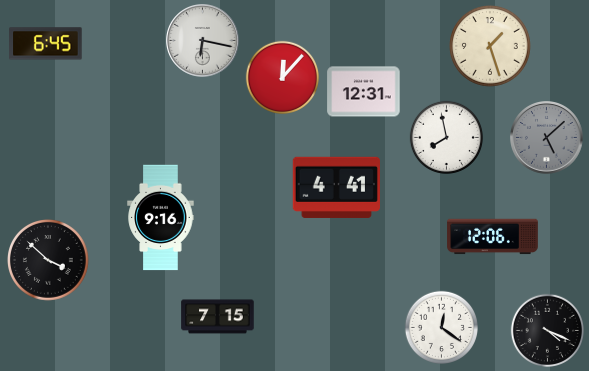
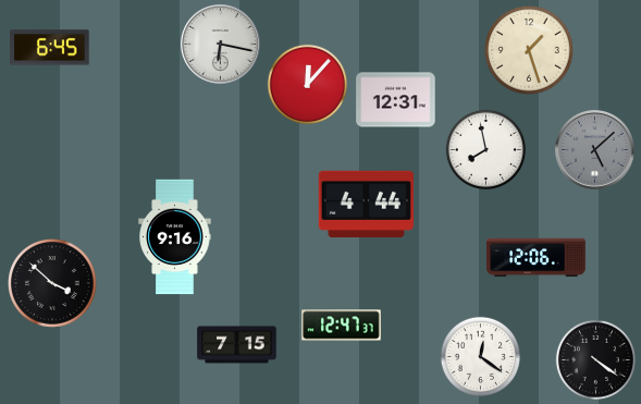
clock at (491, 47) position: (491, 47) -> (530, 51)
clock at (336, 187): 4:41 -> 4:44
clock at (342, 326): none -> 12:47
clock at (547, 330): 4:19 -> 4:21
